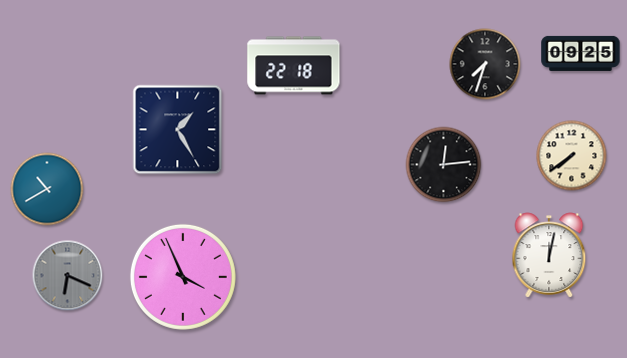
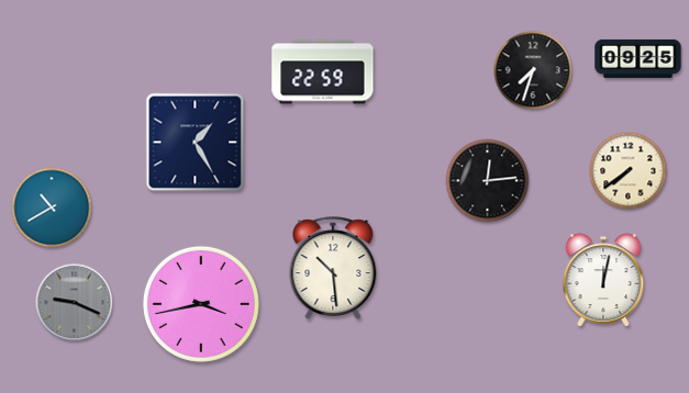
clock at (294, 66): 22:18 -> 22:59
clock at (333, 268): none -> 10:29
clock at (68, 276): 6:19 -> 9:19
clock at (183, 277): 3:56 -> 3:43
